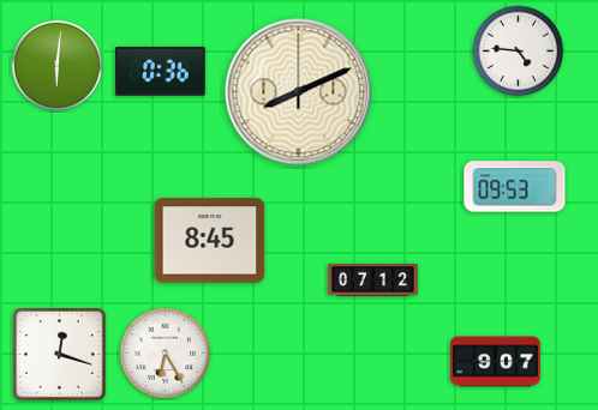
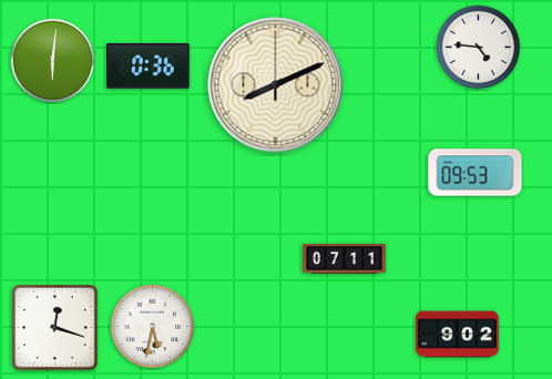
clock at (210, 241): 8:45 -> none
clock at (373, 279): 07:12 -> 07:11
clock at (166, 354): 6:25 -> 5:32
clock at (496, 362): 9:07 -> 9:02
